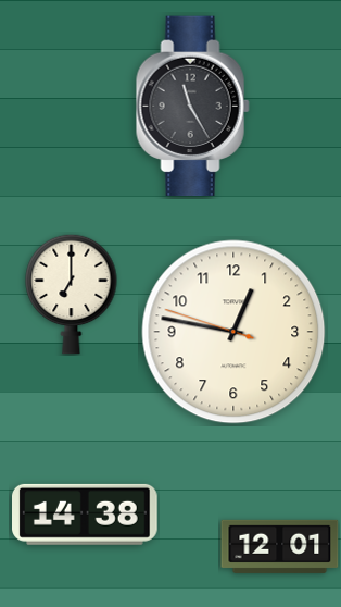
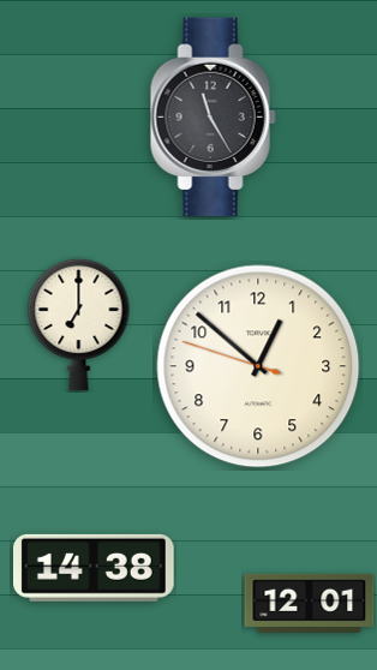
clock at (233, 332): 12:46 -> 12:51
